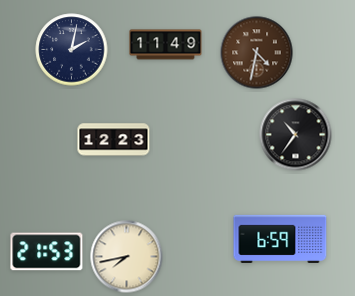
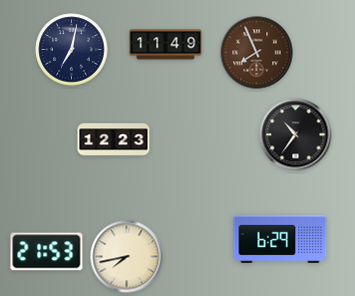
clock at (72, 50): 2:02 -> 7:02
clock at (257, 53): 4:32 -> 7:56
clock at (280, 239): 6:59 -> 6:29
